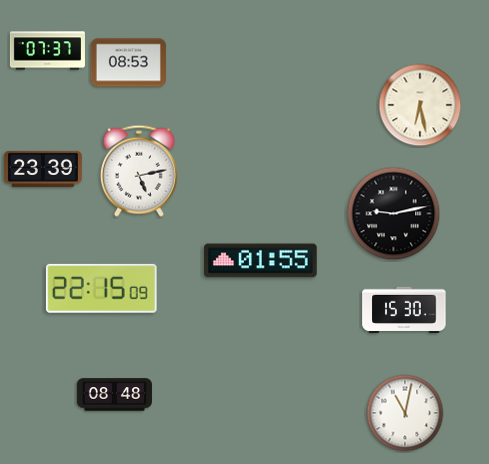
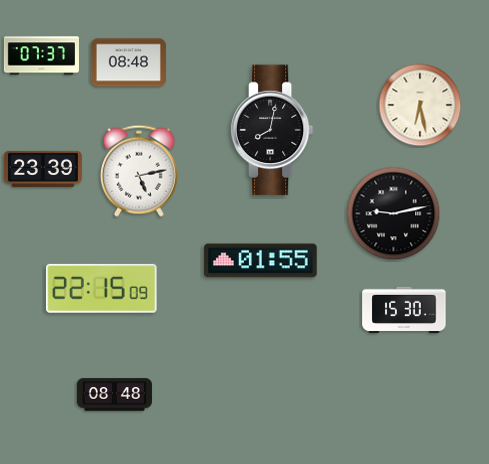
clock at (47, 51) position: (47, 51) -> (41, 56)
clock at (128, 63): 08:53 -> 08:48
clock at (272, 130): none -> 8:02
clock at (405, 413): 11:02 -> none
